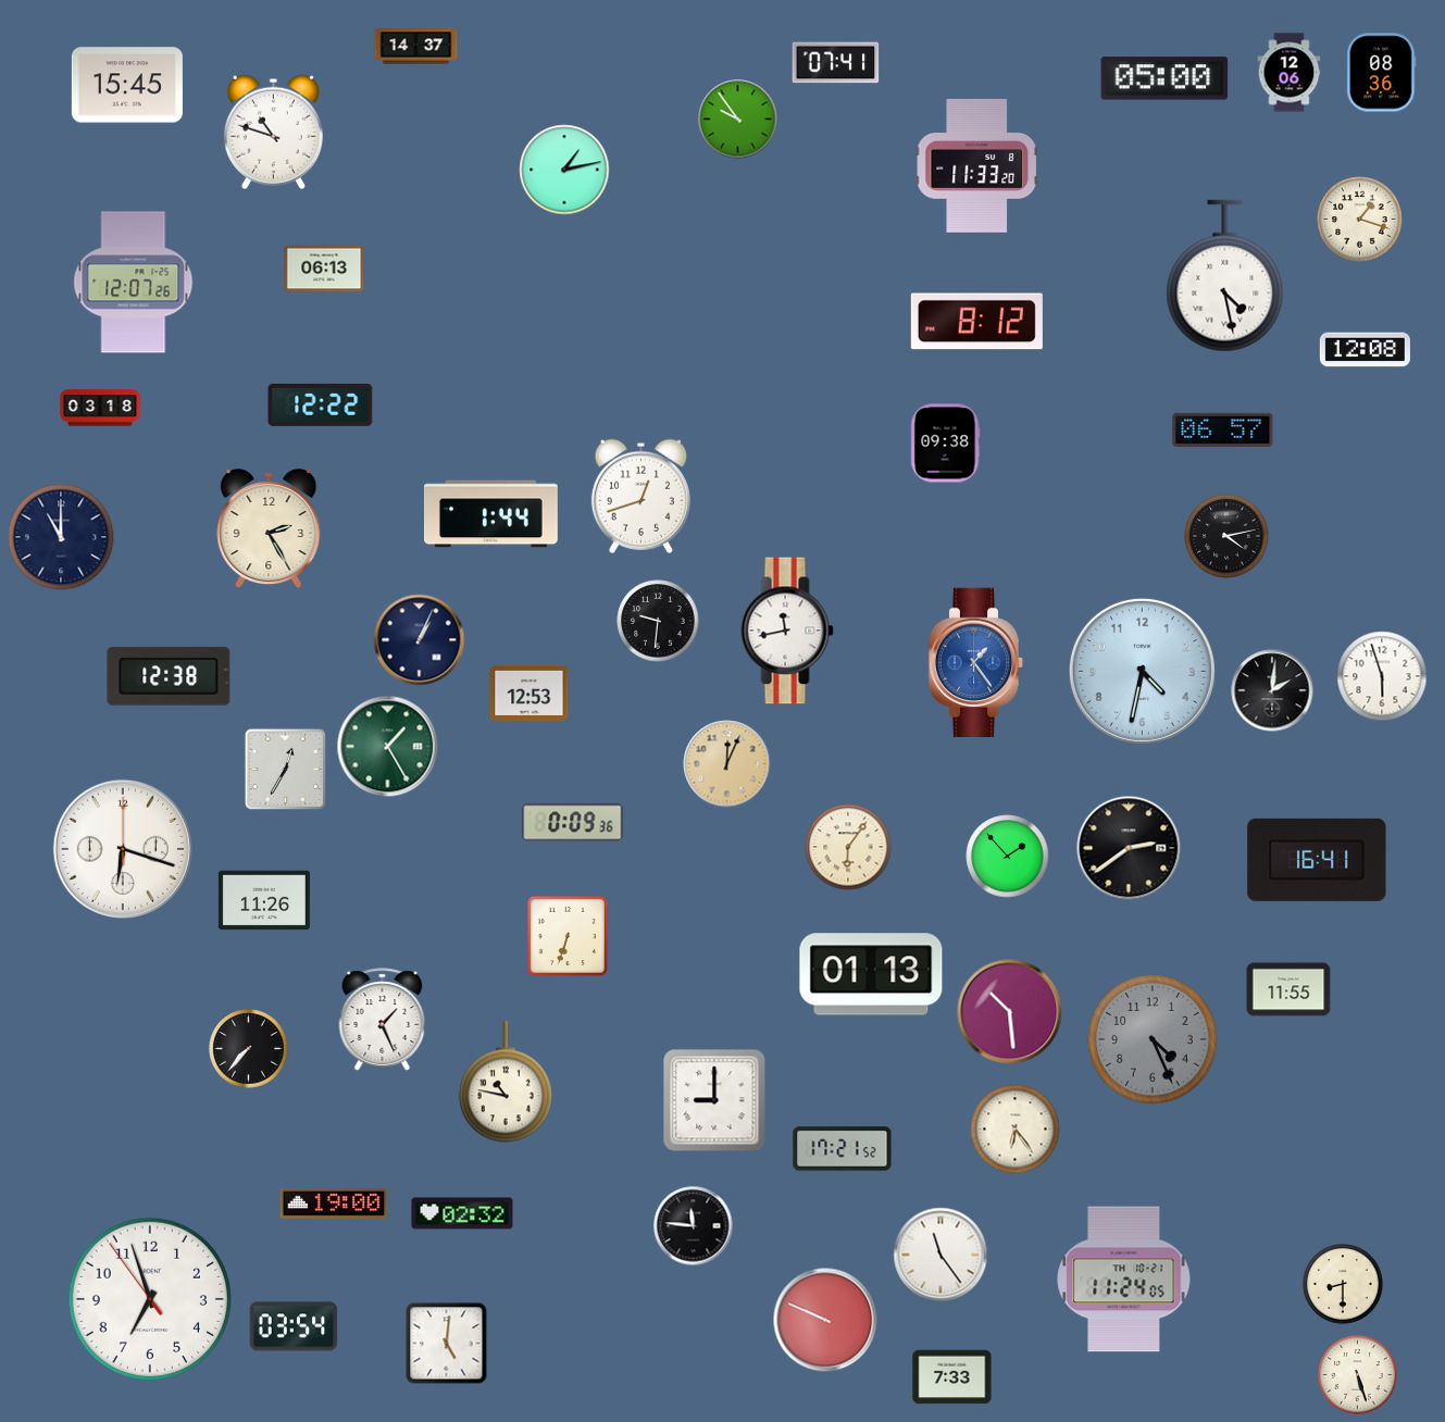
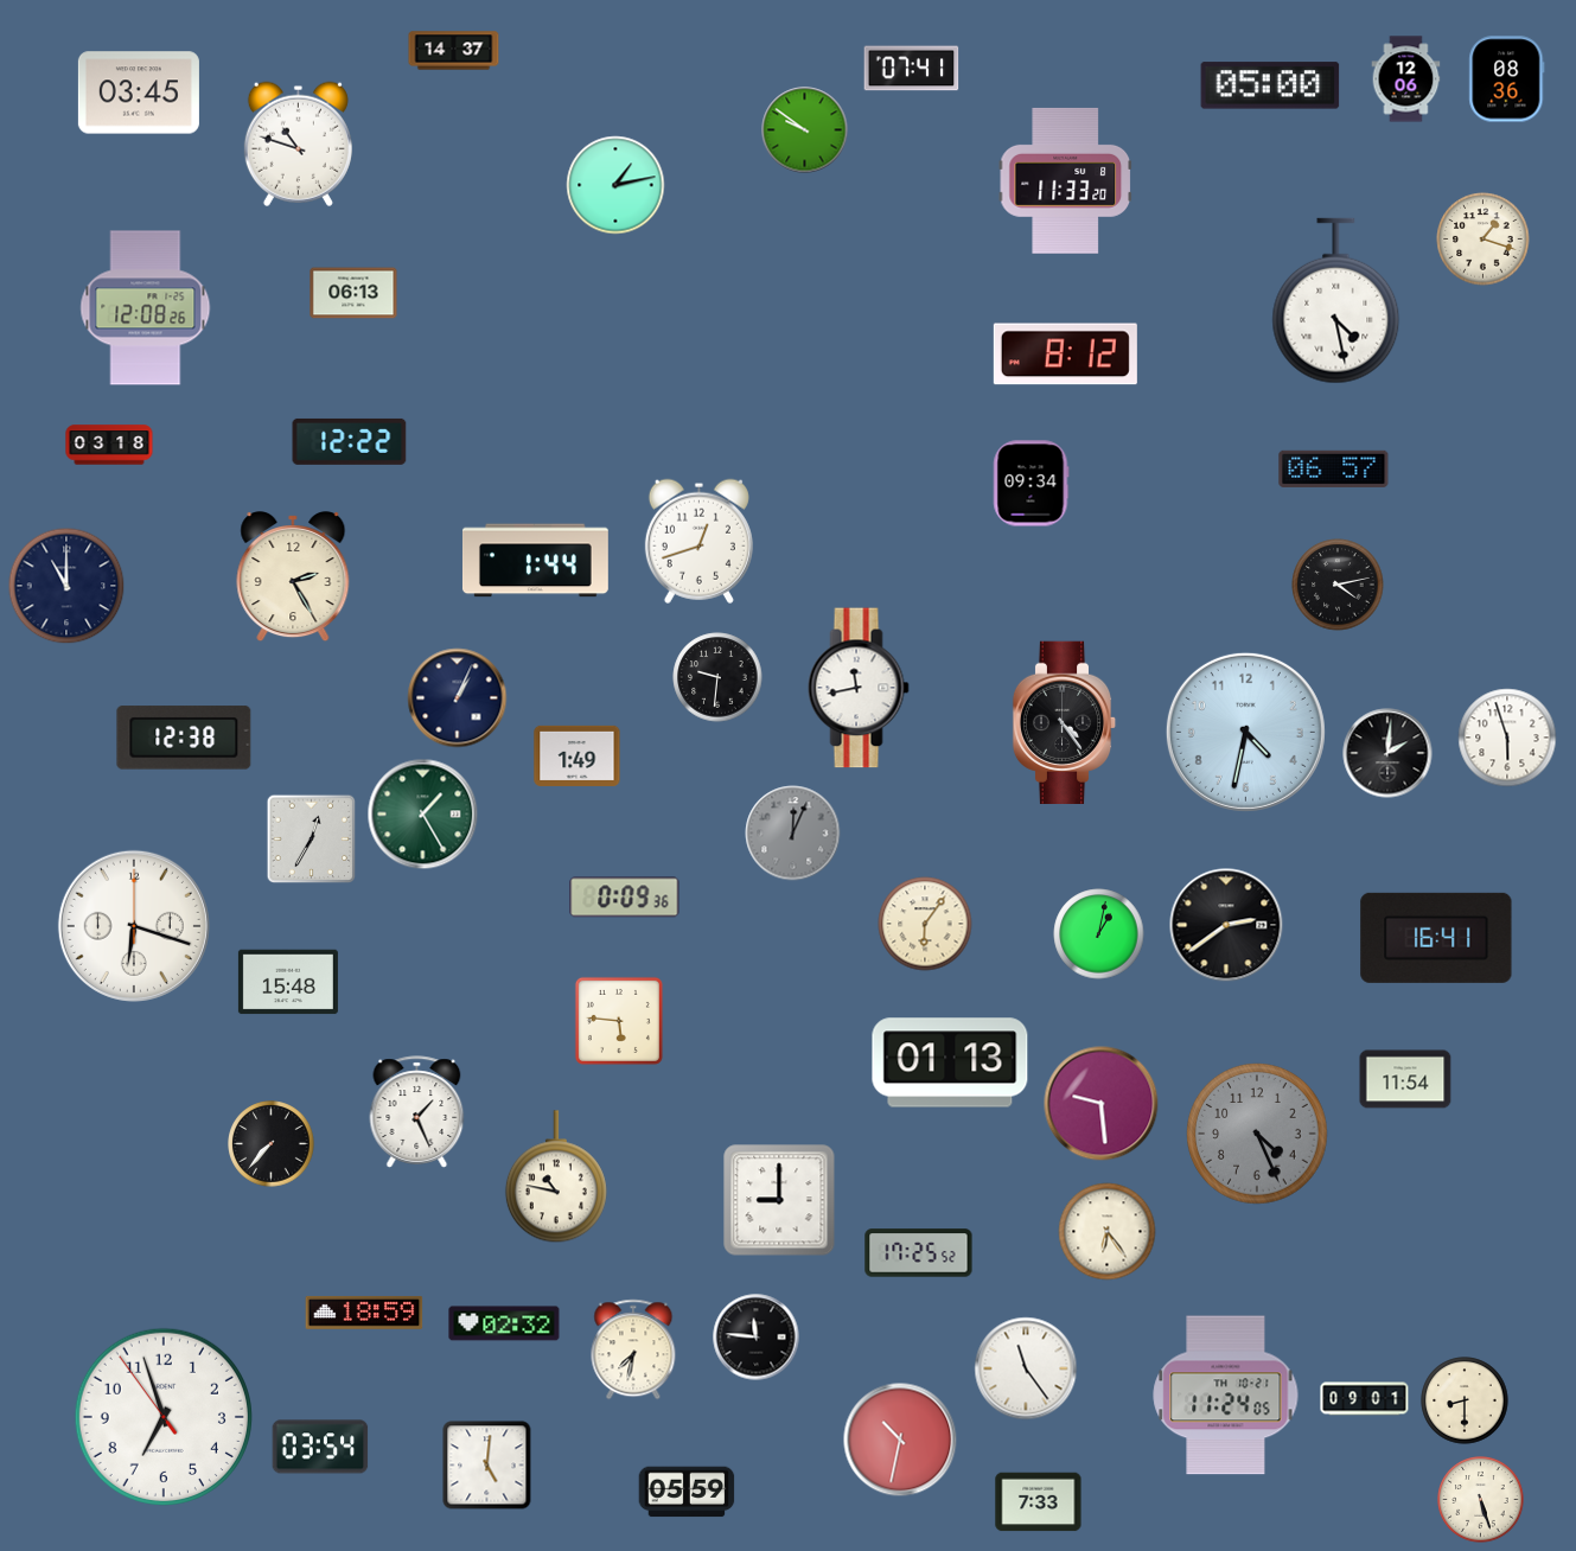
clock at (127, 85): 15:45 -> 03:45
clock at (738, 120): 9:54 -> 9:51
clock at (134, 283): 12:07 -> 12:08
clock at (976, 322) position: (976, 322) -> (1065, 355)
clock at (1365, 350): 12:08 -> none
clock at (946, 444): 09:38 -> 09:34
clock at (976, 662): 1:24 -> 4:24
clock at (976, 662) dial: blue -> black
clock at (530, 693): 12:53 -> 1:49
clock at (727, 764) dial: champagne -> grey
clock at (1129, 848) position: (1129, 848) -> (1226, 925)
clock at (1008, 857): 1:53 -> 1:02
clock at (264, 900): 11:26 -> 15:48
clock at (568, 936): 6:33 -> 5:46
clock at (1288, 989): 11:55 -> 11:54
clock at (1010, 1012): 10:29 -> 9:29
clock at (506, 1083) position: (506, 1083) -> (556, 1177)
clock at (843, 1149): 17:21 -> 17:25
clock at (334, 1203): 19:00 -> 18:59
clock at (633, 1349): none -> 7:32
clock at (1365, 1399): none -> 09:01
clock at (825, 1320): 9:49 -> 10:32
clock at (687, 1492): none -> 05:59
